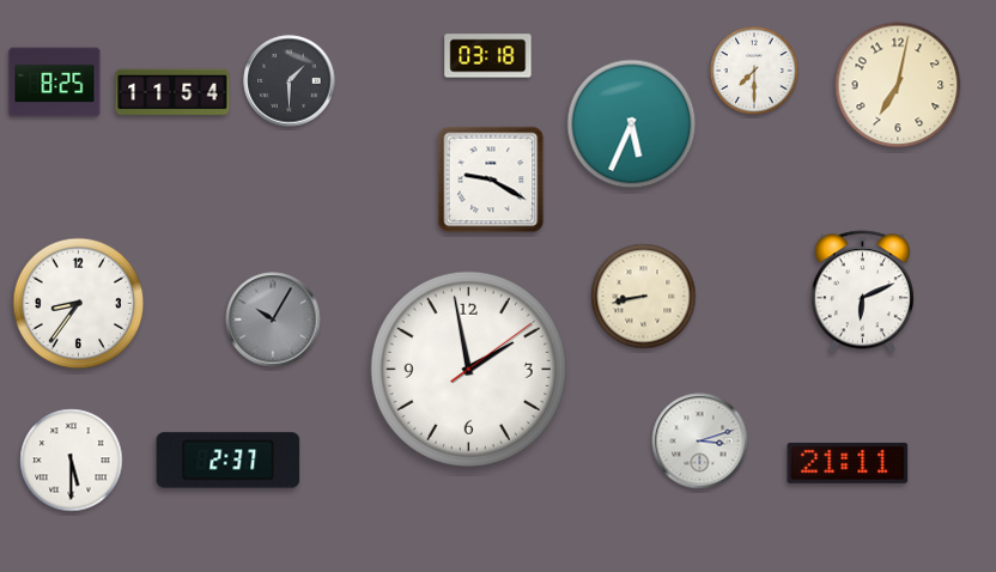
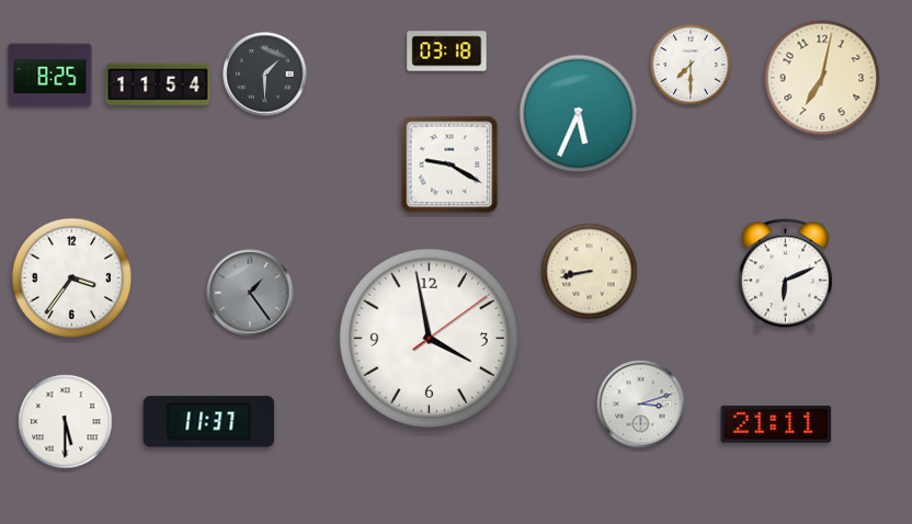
clock at (862, 292) position: (862, 292) -> (785, 275)
clock at (79, 304): 8:36 -> 3:36
clock at (273, 320): 10:05 -> 1:24
clock at (468, 369): 1:58 -> 3:58
clock at (229, 461): 2:37 -> 11:37
